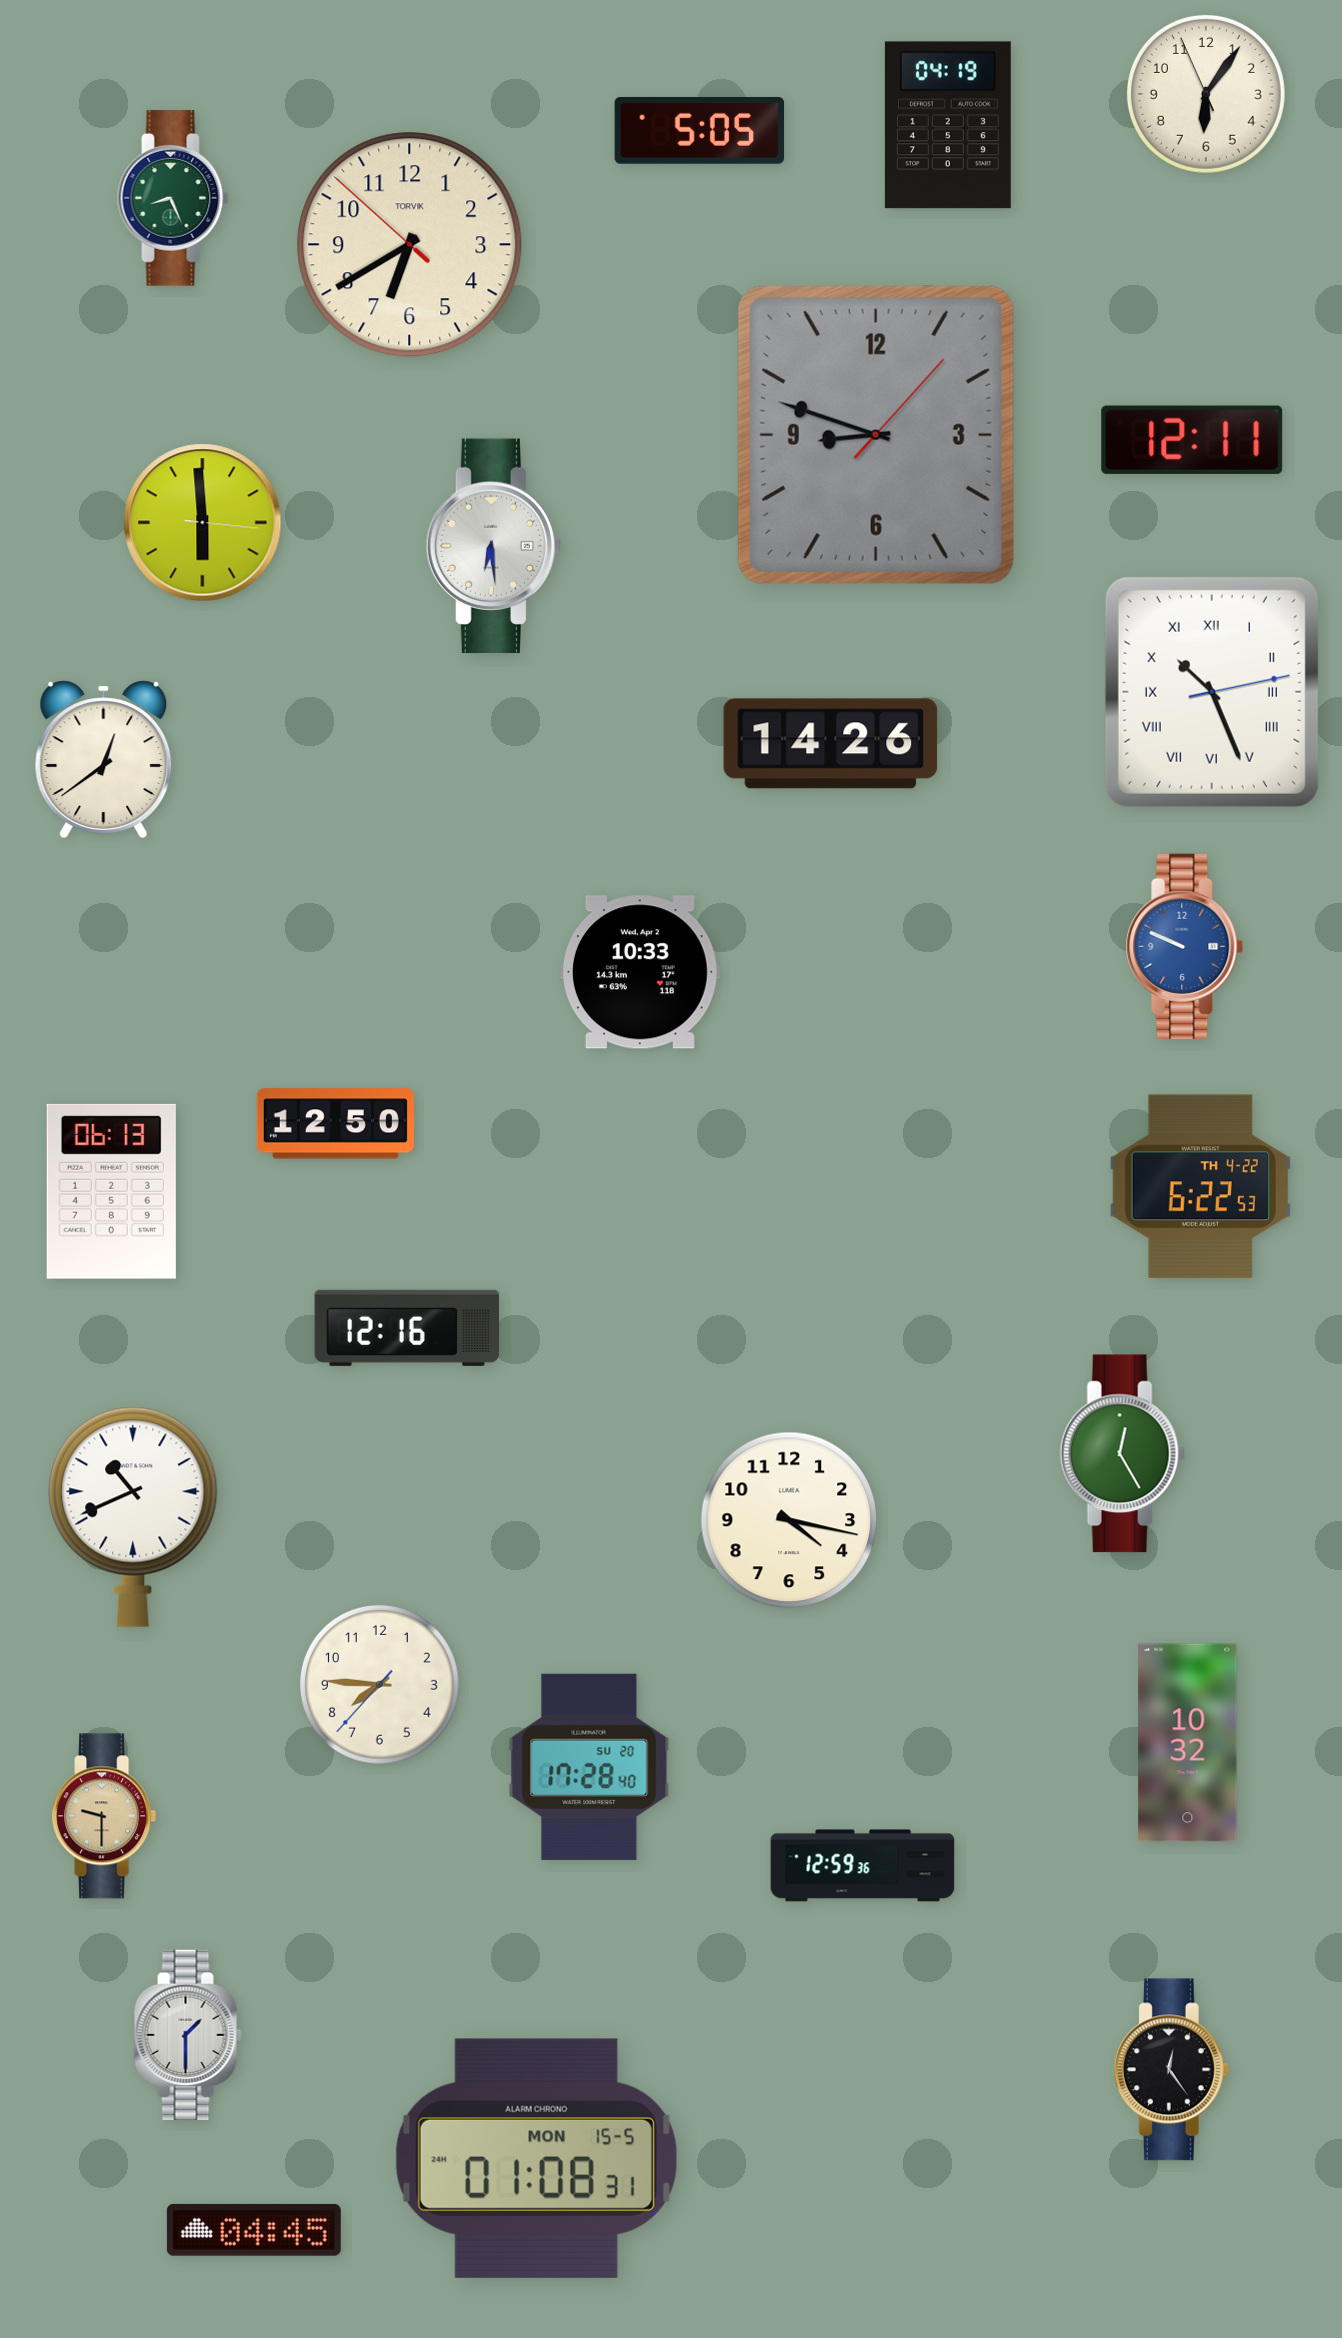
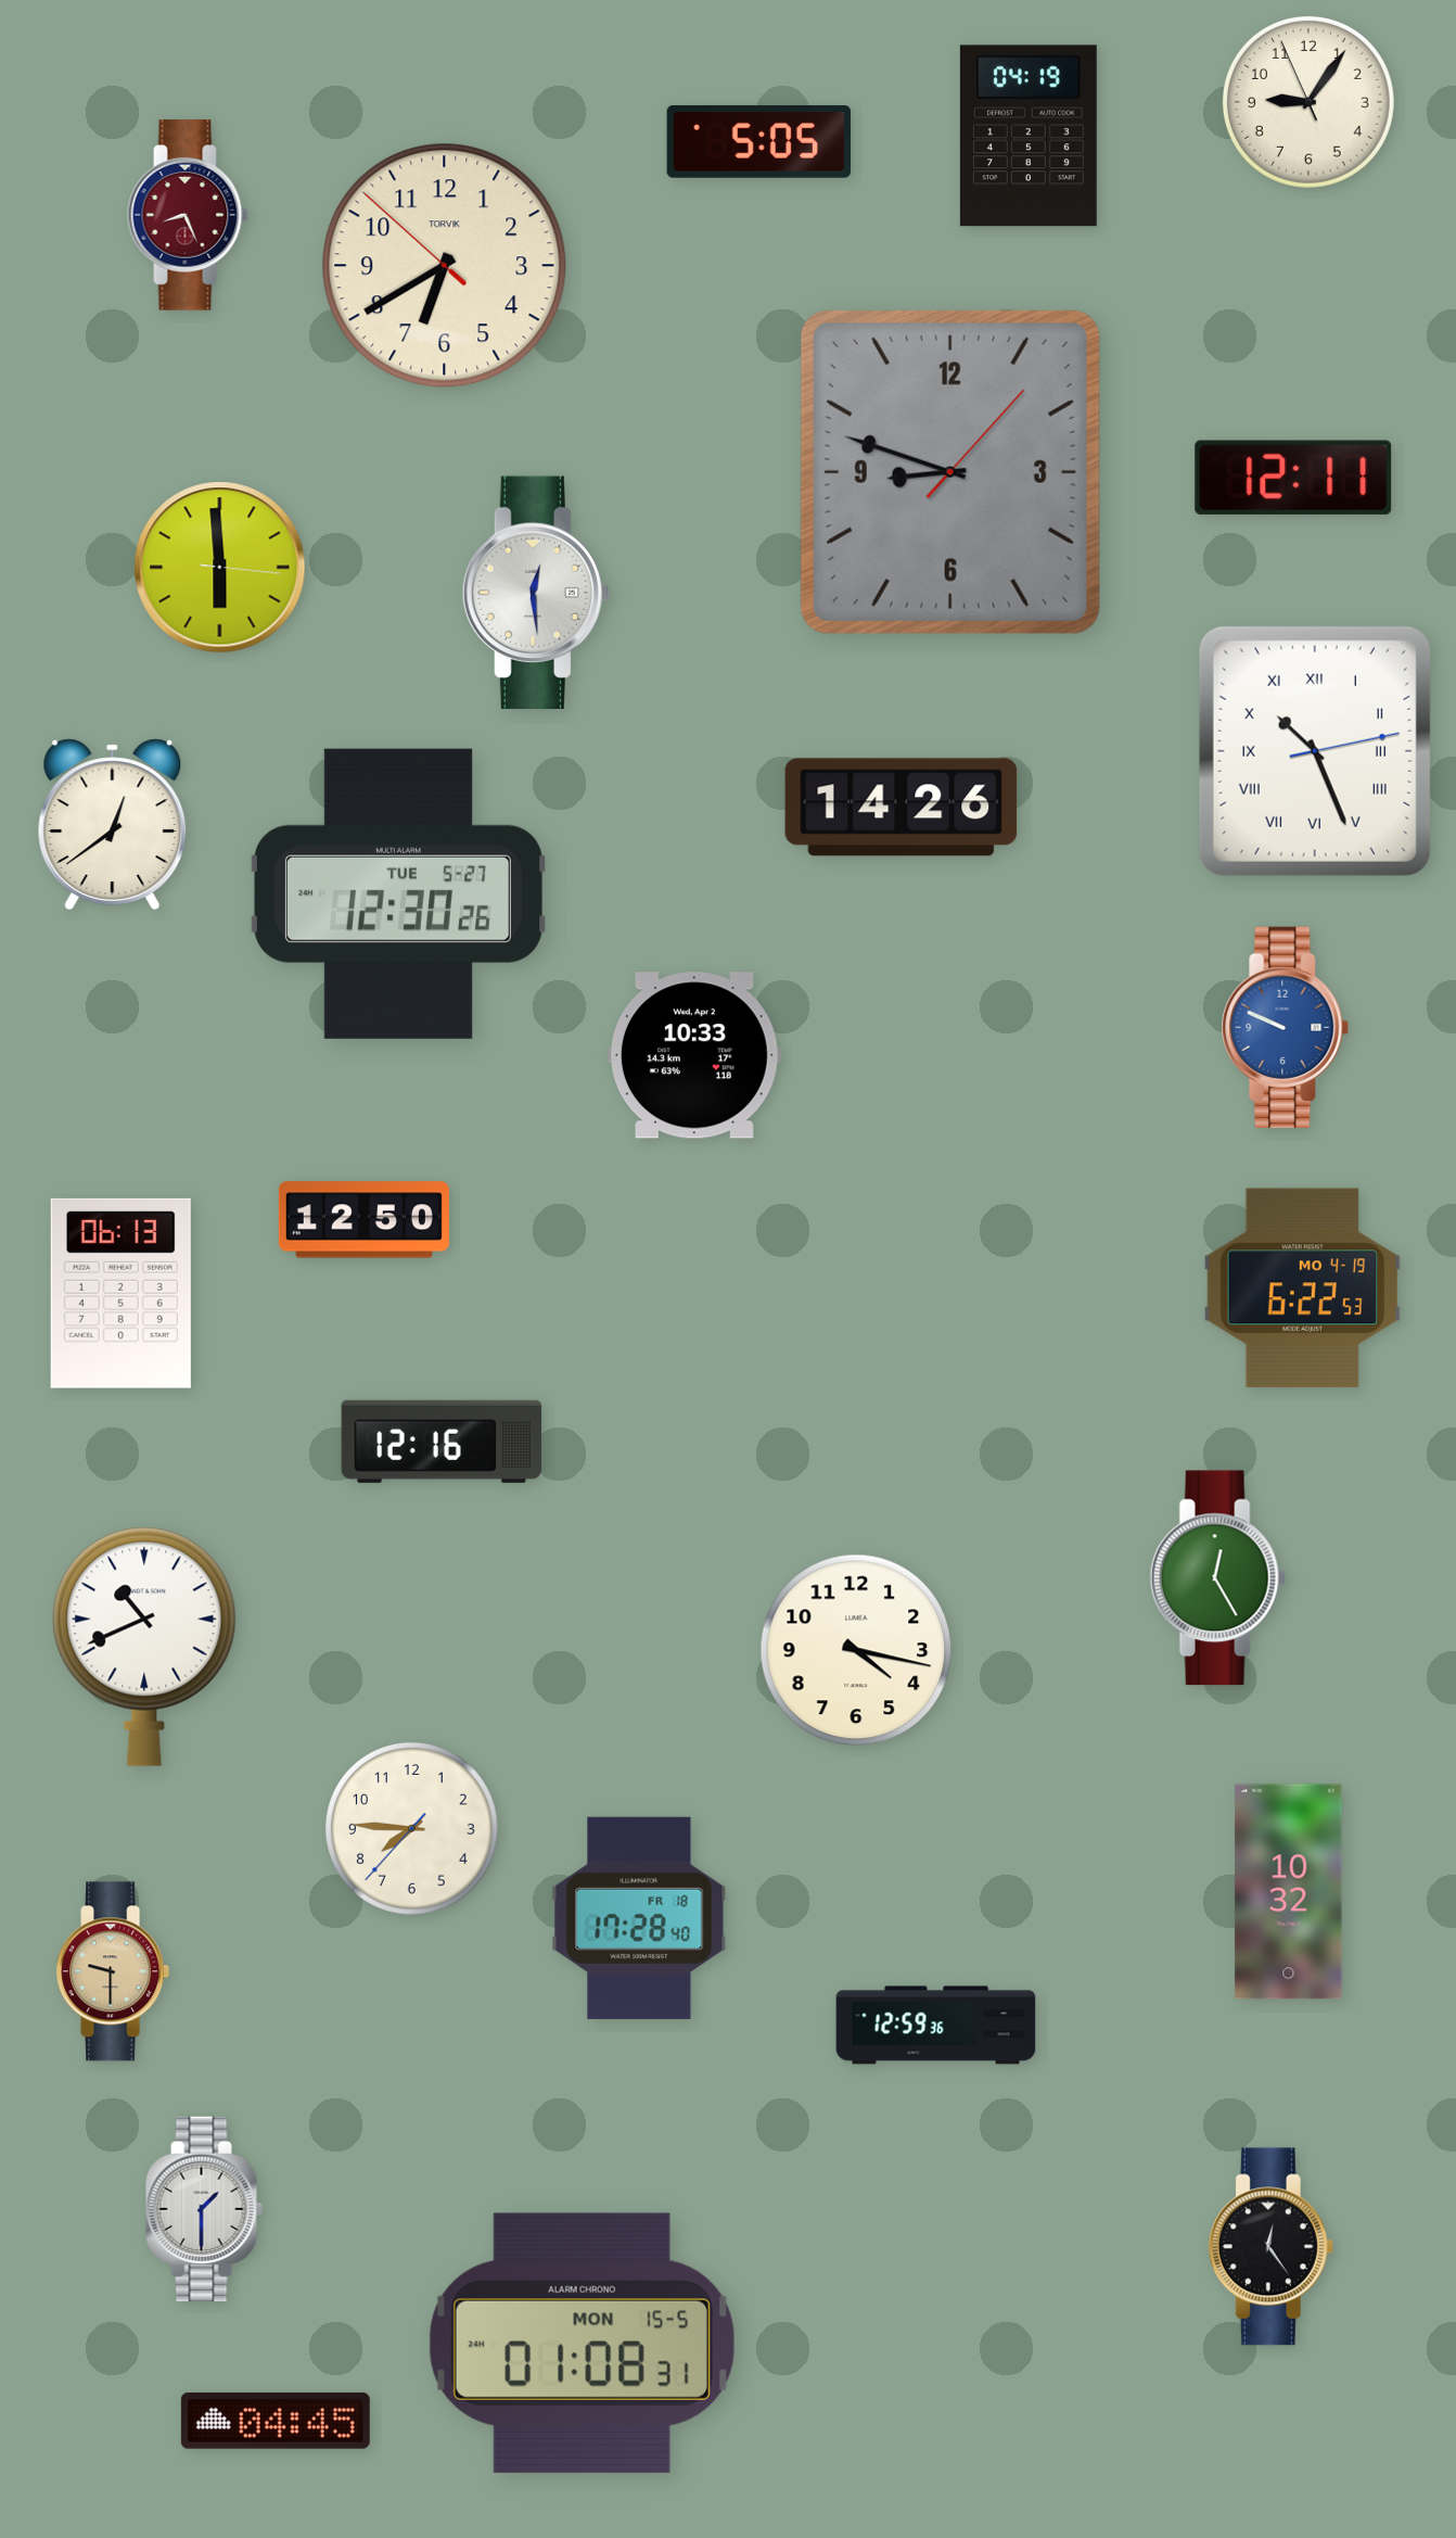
clock at (1206, 94): 6:05 -> 9:05
clock at (173, 198) dial: green -> burgundy
clock at (493, 545): 6:29 -> 12:29
clock at (398, 893): none -> 12:30
clock at (1200, 1187) date: TH 4-22 -> MO 4-19
clock at (589, 1767) date: SU 20 -> FR 18
